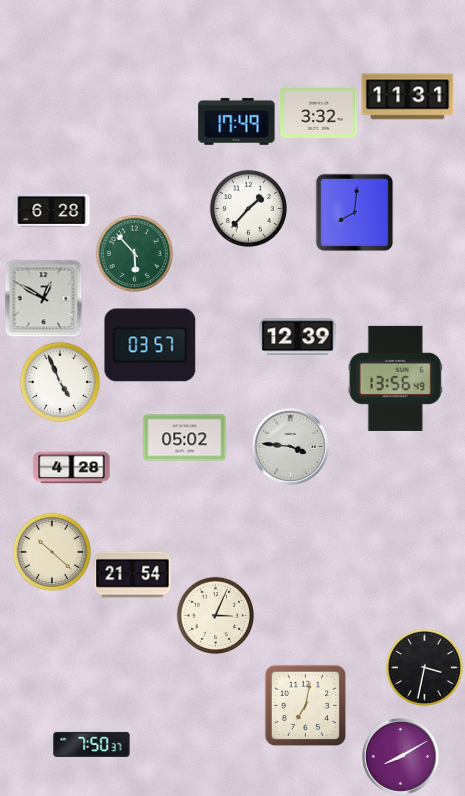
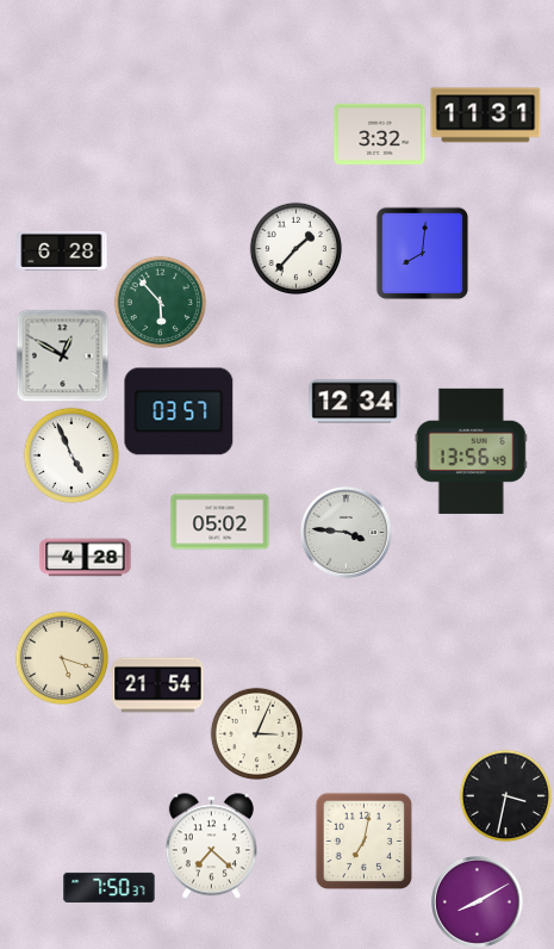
clock at (237, 121): 17:49 -> none
clock at (43, 298) position: (43, 298) -> (62, 355)
clock at (298, 337): 12:39 -> 12:34
clock at (52, 552): 10:22 -> 5:18
clock at (211, 846): none -> 7:22
